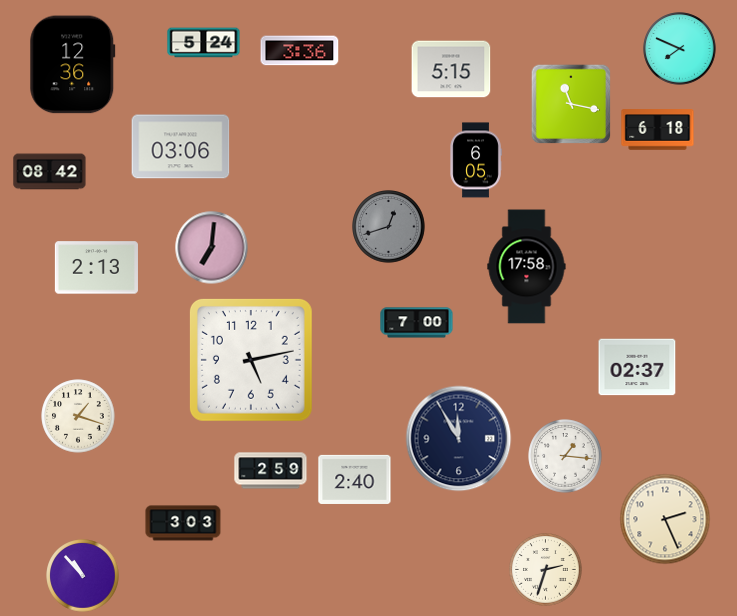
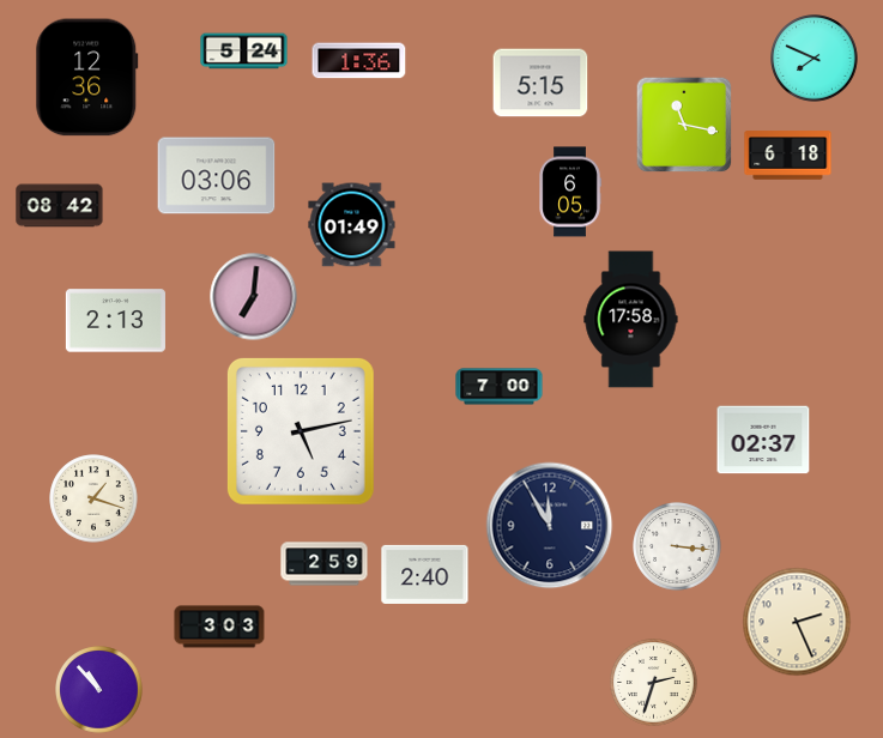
clock at (300, 51): 3:36 -> 1:36
clock at (352, 225): none -> 01:49
clock at (389, 227): 12:42 -> none
clock at (565, 456): 1:16 -> 3:16
